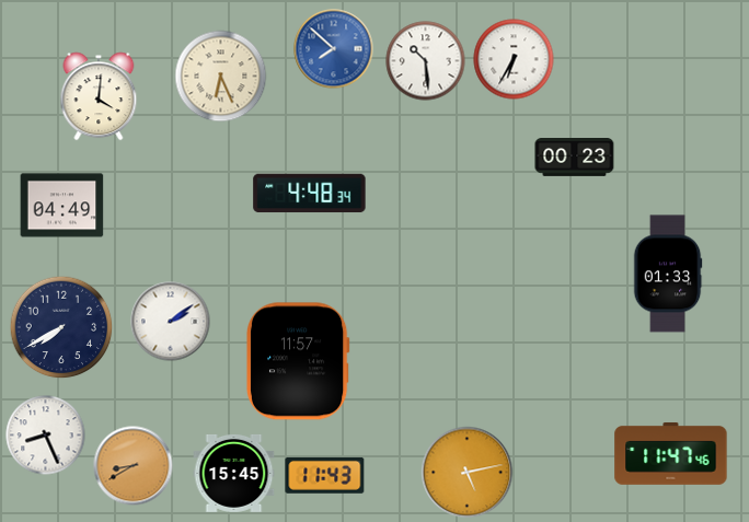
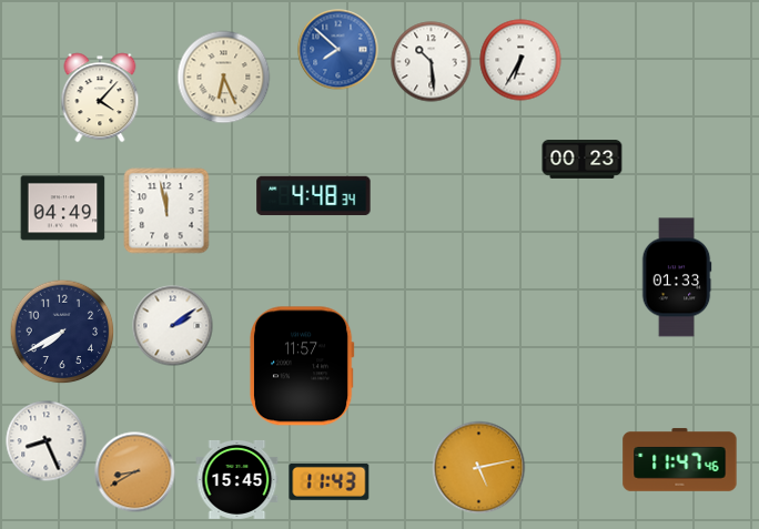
clock at (99, 96): 4:01 -> 4:07
clock at (166, 211): none -> 11:58
clock at (468, 473) position: (468, 473) -> (479, 468)
